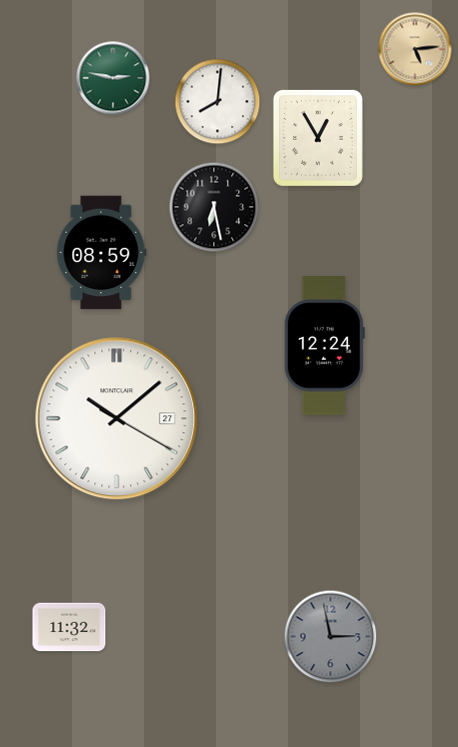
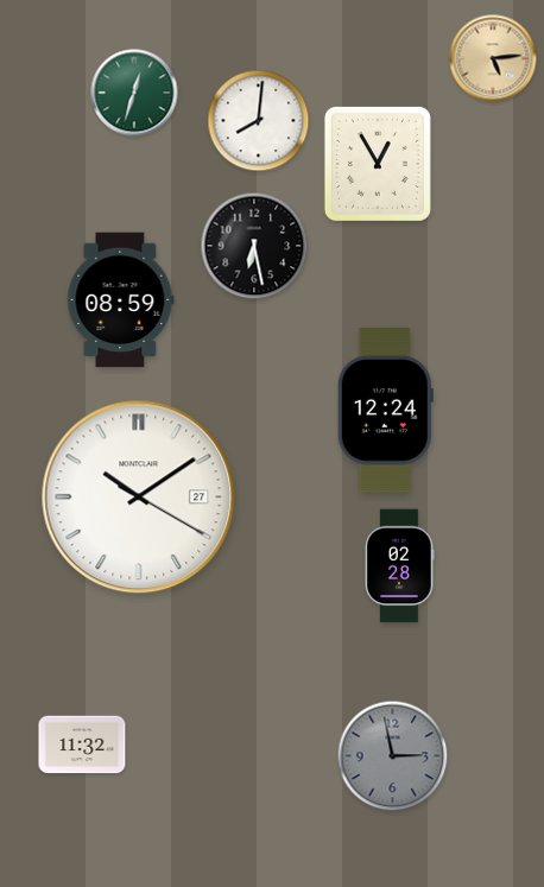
clock at (113, 78): 2:47 -> 12:33
clock at (117, 419): 10:08 -> 10:09
clock at (399, 566): none -> 02:28
